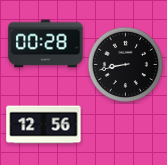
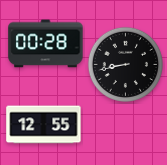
clock at (44, 125): 12:56 -> 12:55
